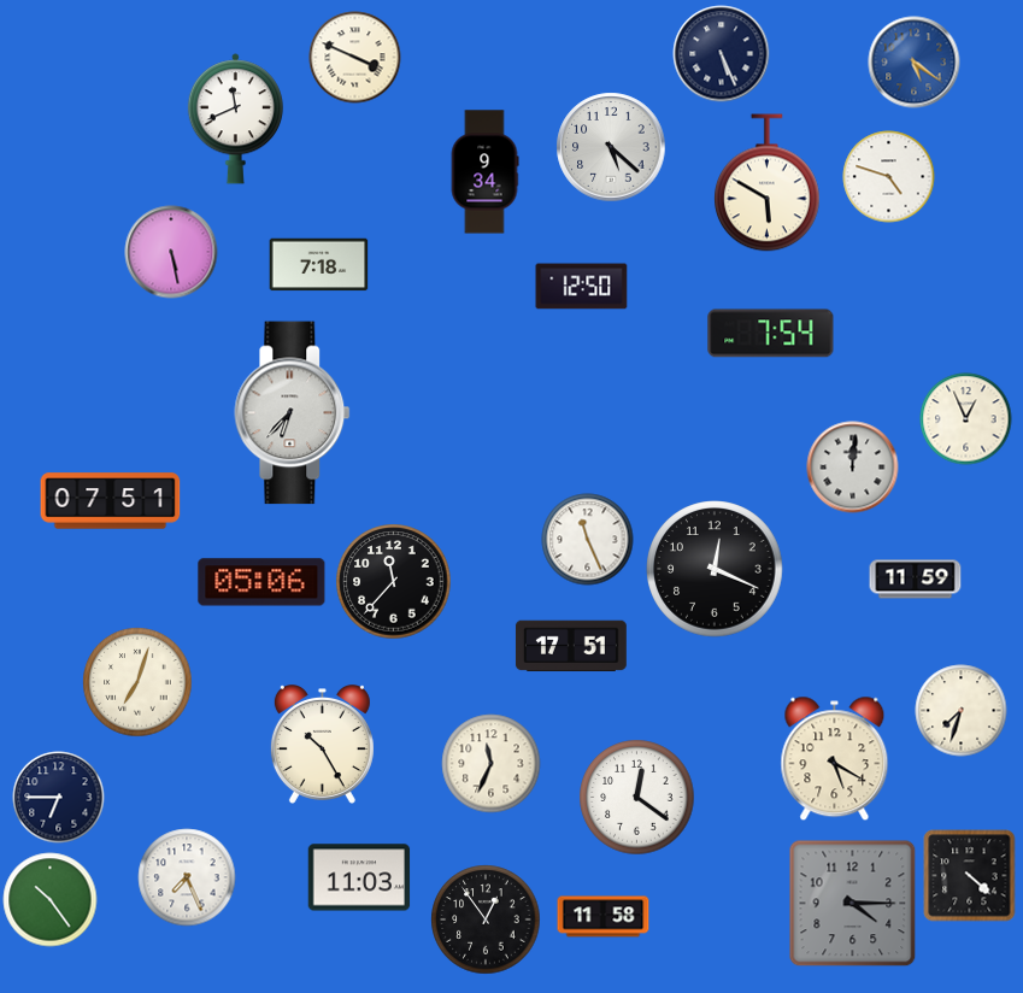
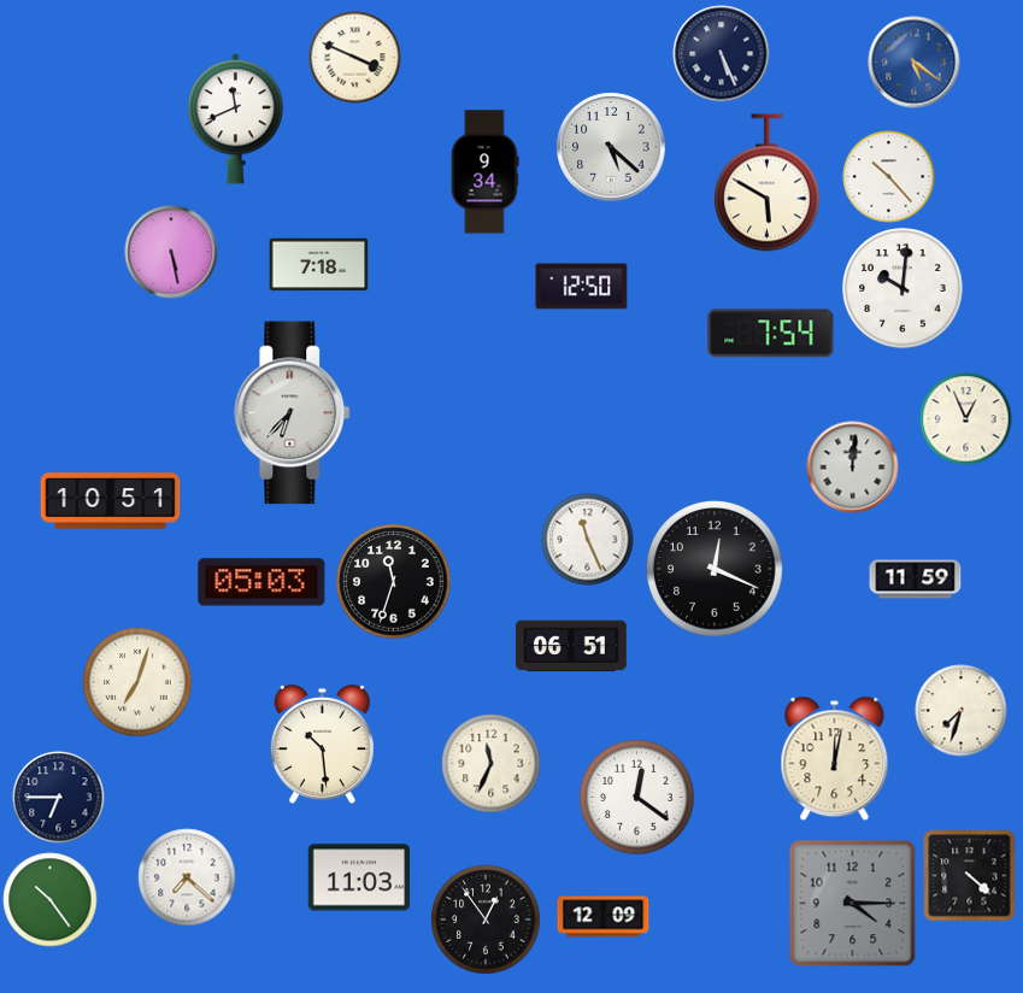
clock at (889, 177): 4:48 -> 10:23
clock at (903, 288): none -> 10:01
clock at (111, 501): 07:51 -> 10:51
clock at (261, 582): 05:06 -> 05:03
clock at (394, 582): 11:37 -> 11:33
clock at (571, 646): 17:51 -> 06:51
clock at (322, 745): 10:25 -> 10:29
clock at (835, 759): 5:20 -> 12:02
clock at (187, 877): 7:26 -> 7:22
clock at (604, 917): 11:58 -> 12:09
